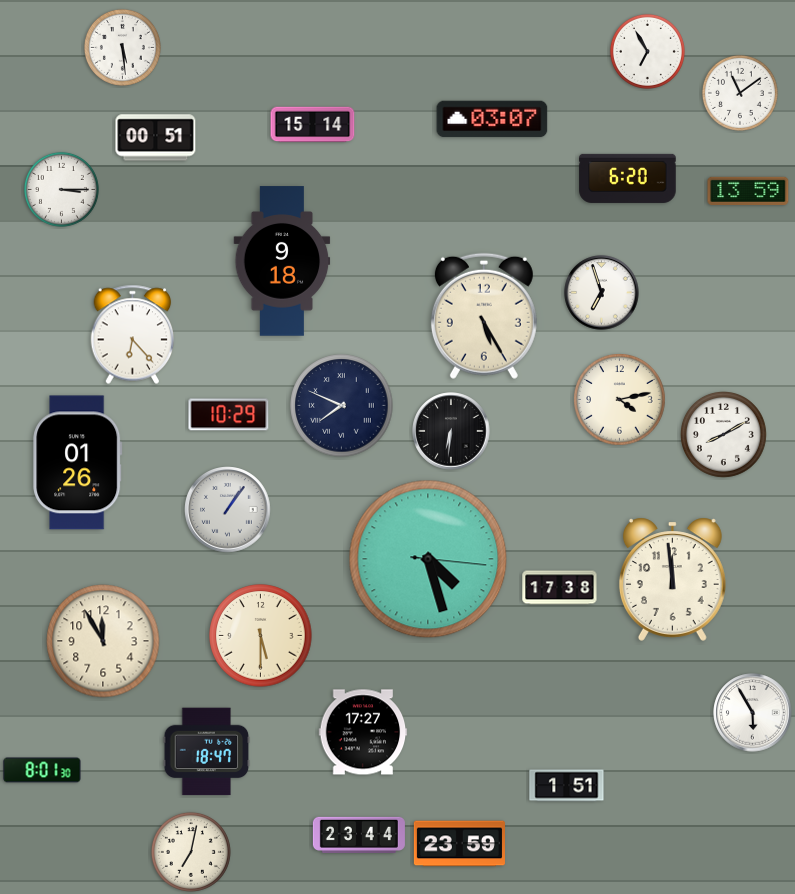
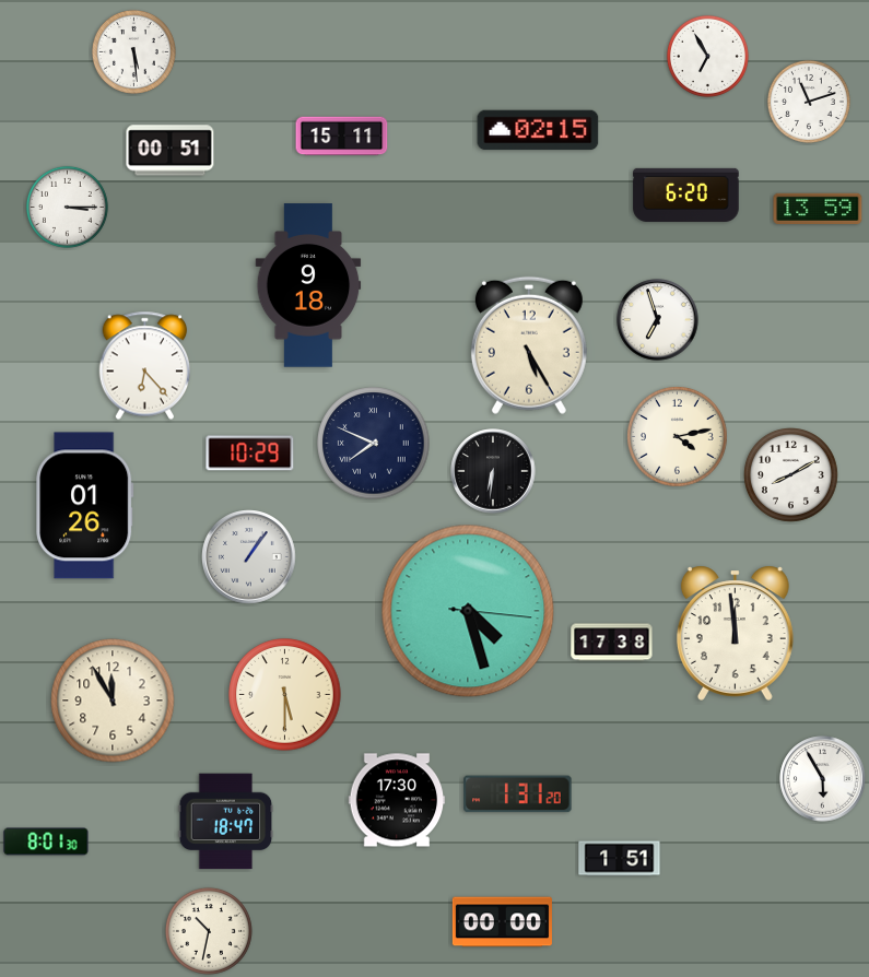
clock at (740, 93): 11:09 -> 11:12
clock at (492, 119): 03:07 -> 02:15
clock at (313, 125): 15:14 -> 15:11
clock at (518, 794): none -> 1:31
clock at (363, 732): 17:27 -> 17:30
clock at (359, 835): 23:44 -> none
clock at (459, 844): 23:59 -> 00:00
clock at (191, 852): 7:02 -> 10:32
